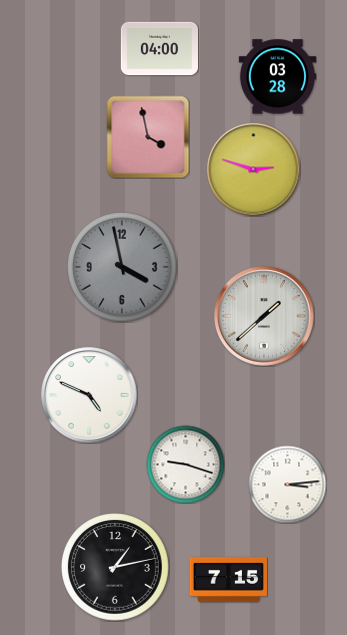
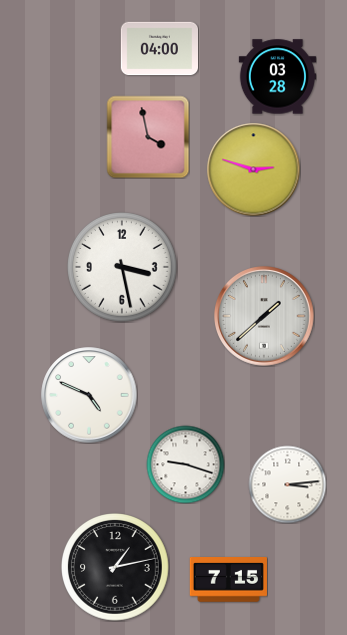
clock at (123, 268): 3:58 -> 3:28
clock at (123, 268) dial: grey -> white
